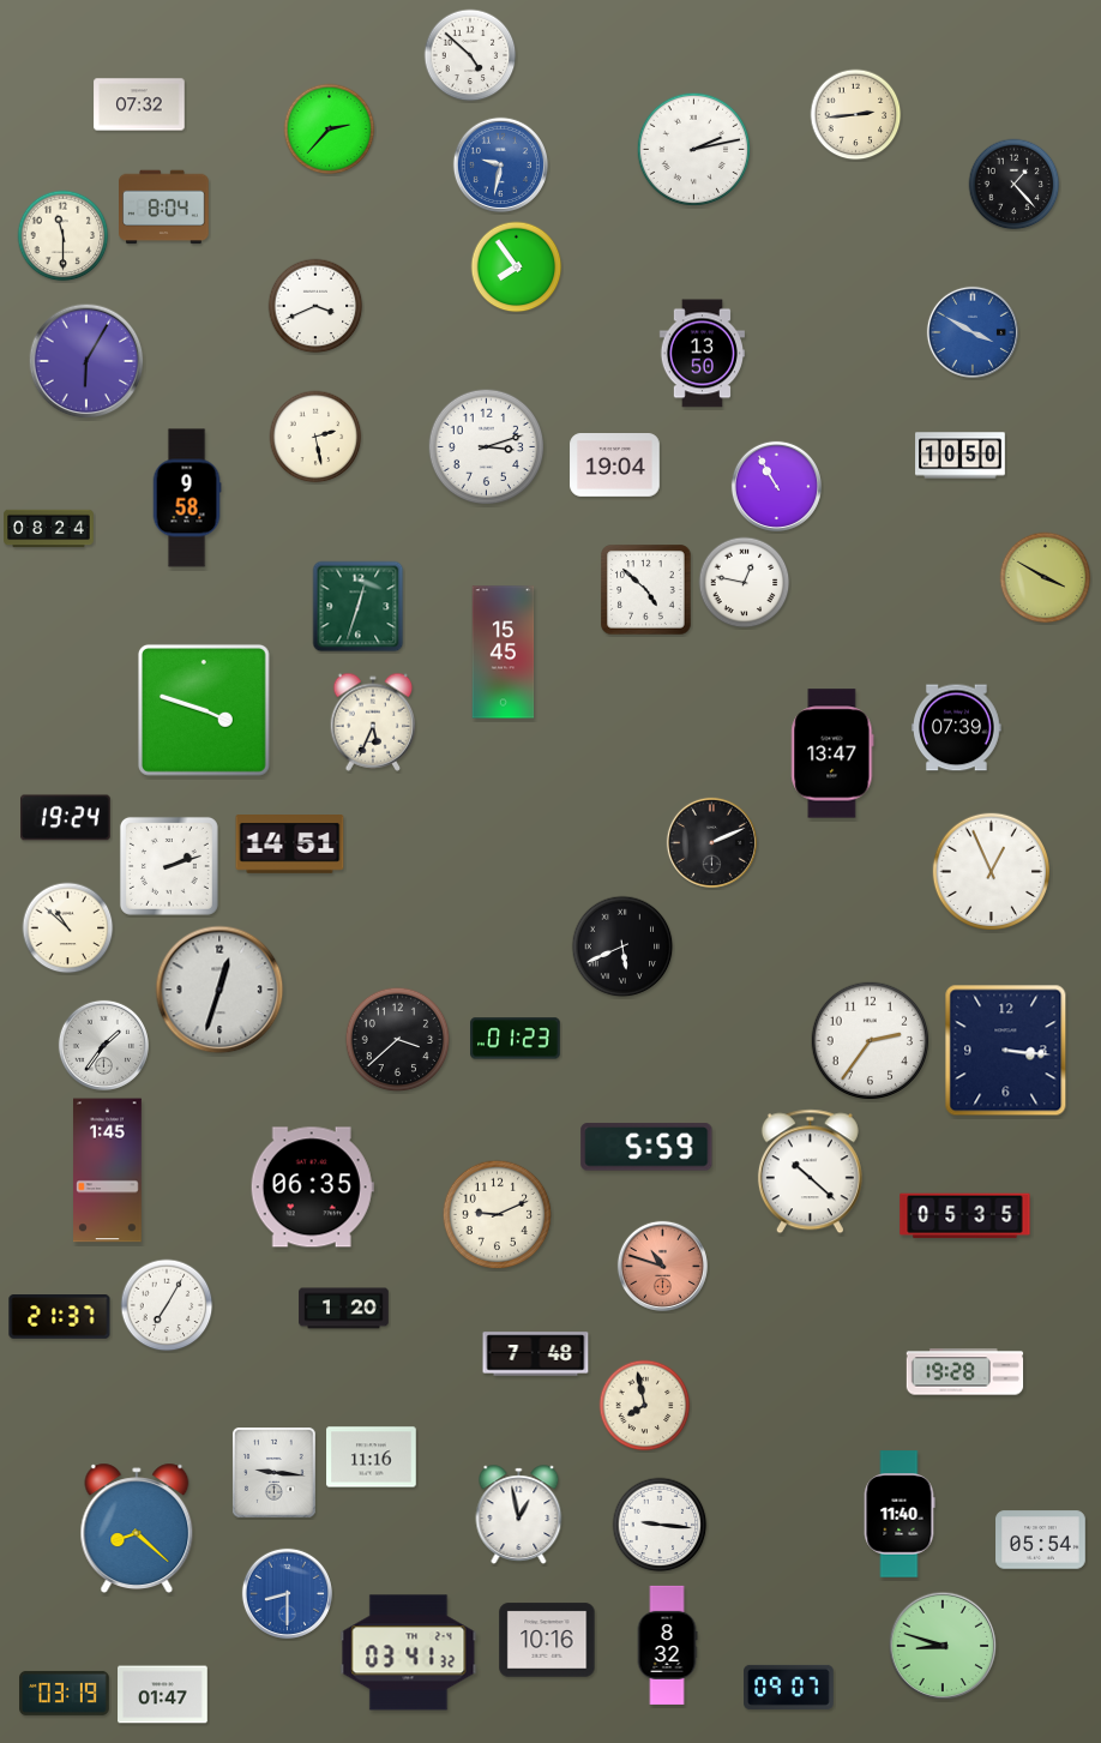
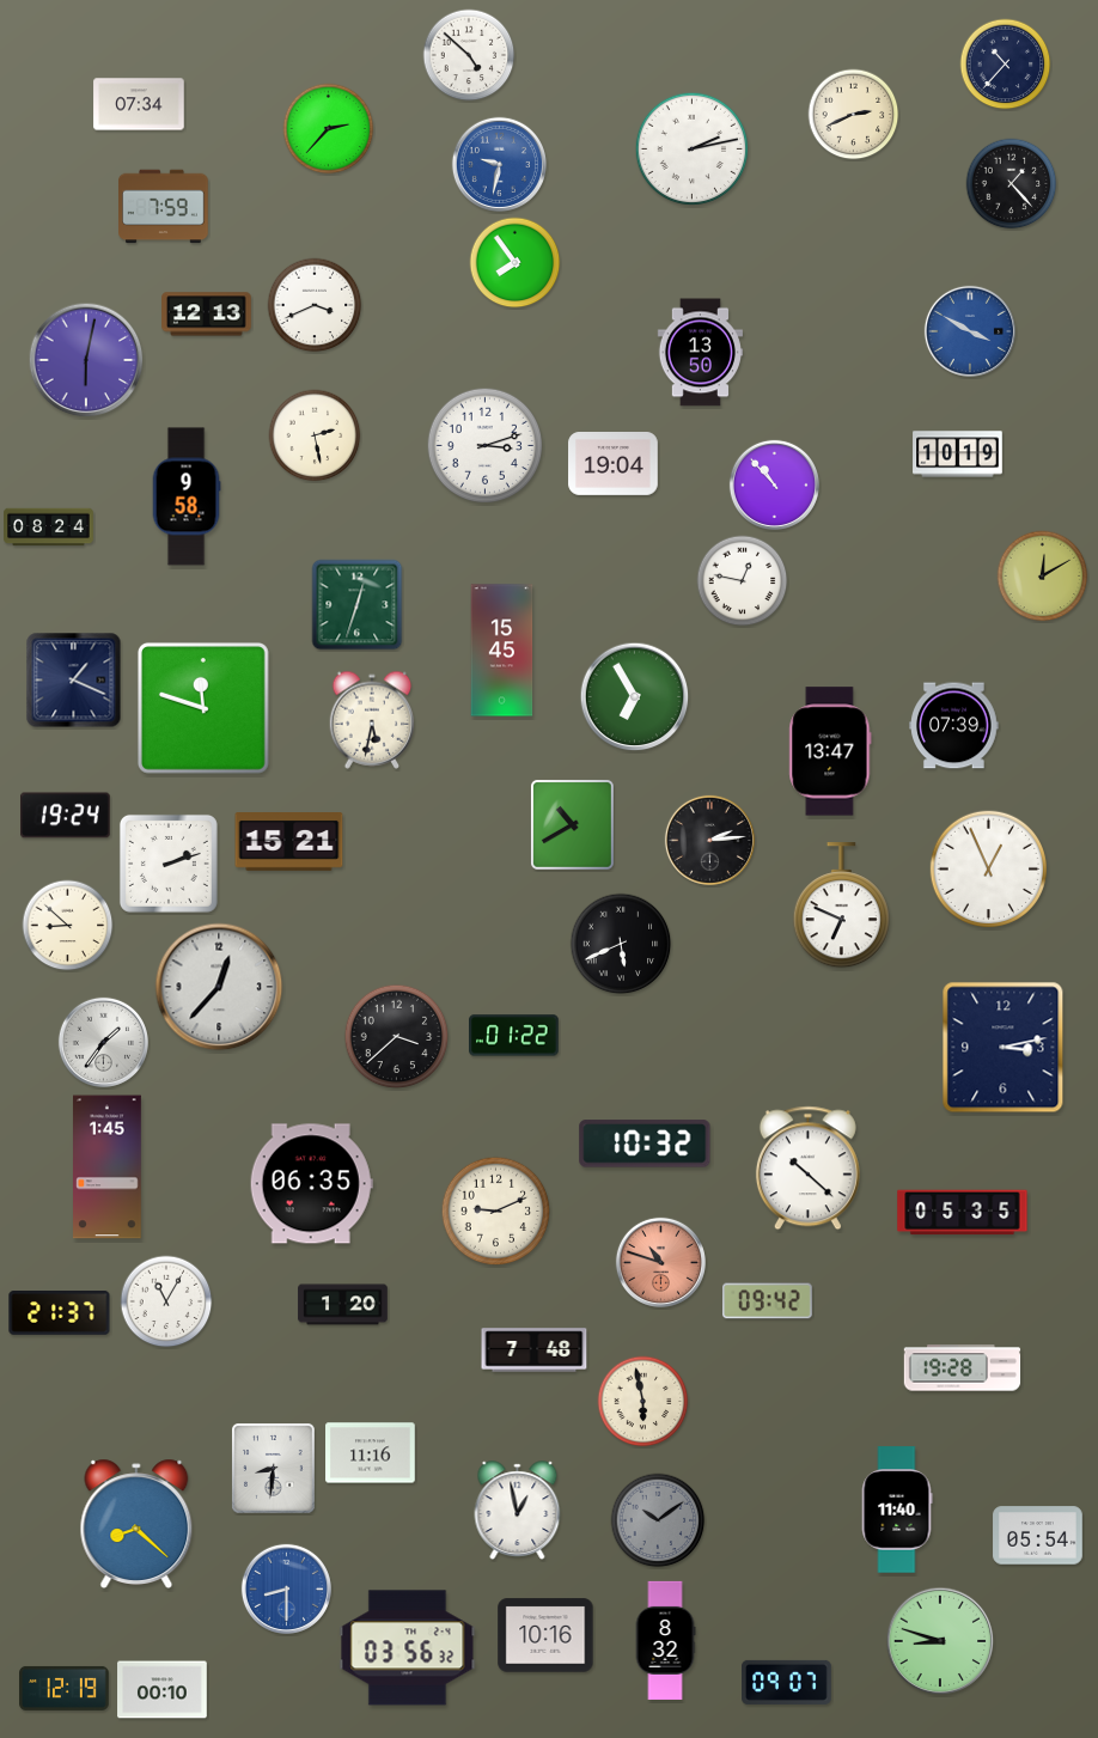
clock at (1006, 65): none -> 10:37
clock at (139, 104): 07:32 -> 07:34
clock at (856, 115): 2:44 -> 2:41
clock at (164, 208): 8:04 -> 7:59
clock at (64, 236): 11:30 -> none
clock at (517, 268) position: (517, 268) -> (516, 263)
clock at (207, 315): none -> 12:13
clock at (86, 361): 6:05 -> 6:02
clock at (961, 456): 10:50 -> 10:19
clock at (776, 486): 10:55 -> 10:53
clock at (1046, 578): 3:50 -> 12:10
clock at (646, 590): 4:52 -> none
clock at (74, 681): none -> 1:19
clock at (635, 697): none -> 6:55
clock at (204, 710): 3:48 -> 11:48
clock at (373, 722): 5:34 -> 5:32
clock at (573, 825): none -> 10:40
clock at (711, 842): 2:11 -> 2:14
clock at (290, 845): 14:51 -> 15:21
clock at (841, 905): none -> 6:49
clock at (68, 928): 10:52 -> 8:52
clock at (219, 990): 12:33 -> 12:37
clock at (516, 1039): 01:23 -> 01:22
clock at (871, 1041): 2:36 -> none
clock at (1006, 1051): 3:16 -> 3:13
clock at (646, 1147): 5:59 -> 10:32
clock at (167, 1305): 7:05 -> 11:05
clock at (768, 1301): none -> 09:42
clock at (645, 1406): 7:58 -> 5:58
clock at (275, 1473): 9:16 -> 8:31
clock at (660, 1525): 9:16 -> 10:09
clock at (660, 1525) dial: white -> grey
clock at (409, 1653): 03:41 -> 03:56
clock at (65, 1693): 03:19 -> 12:19
clock at (163, 1695): 01:47 -> 00:10
